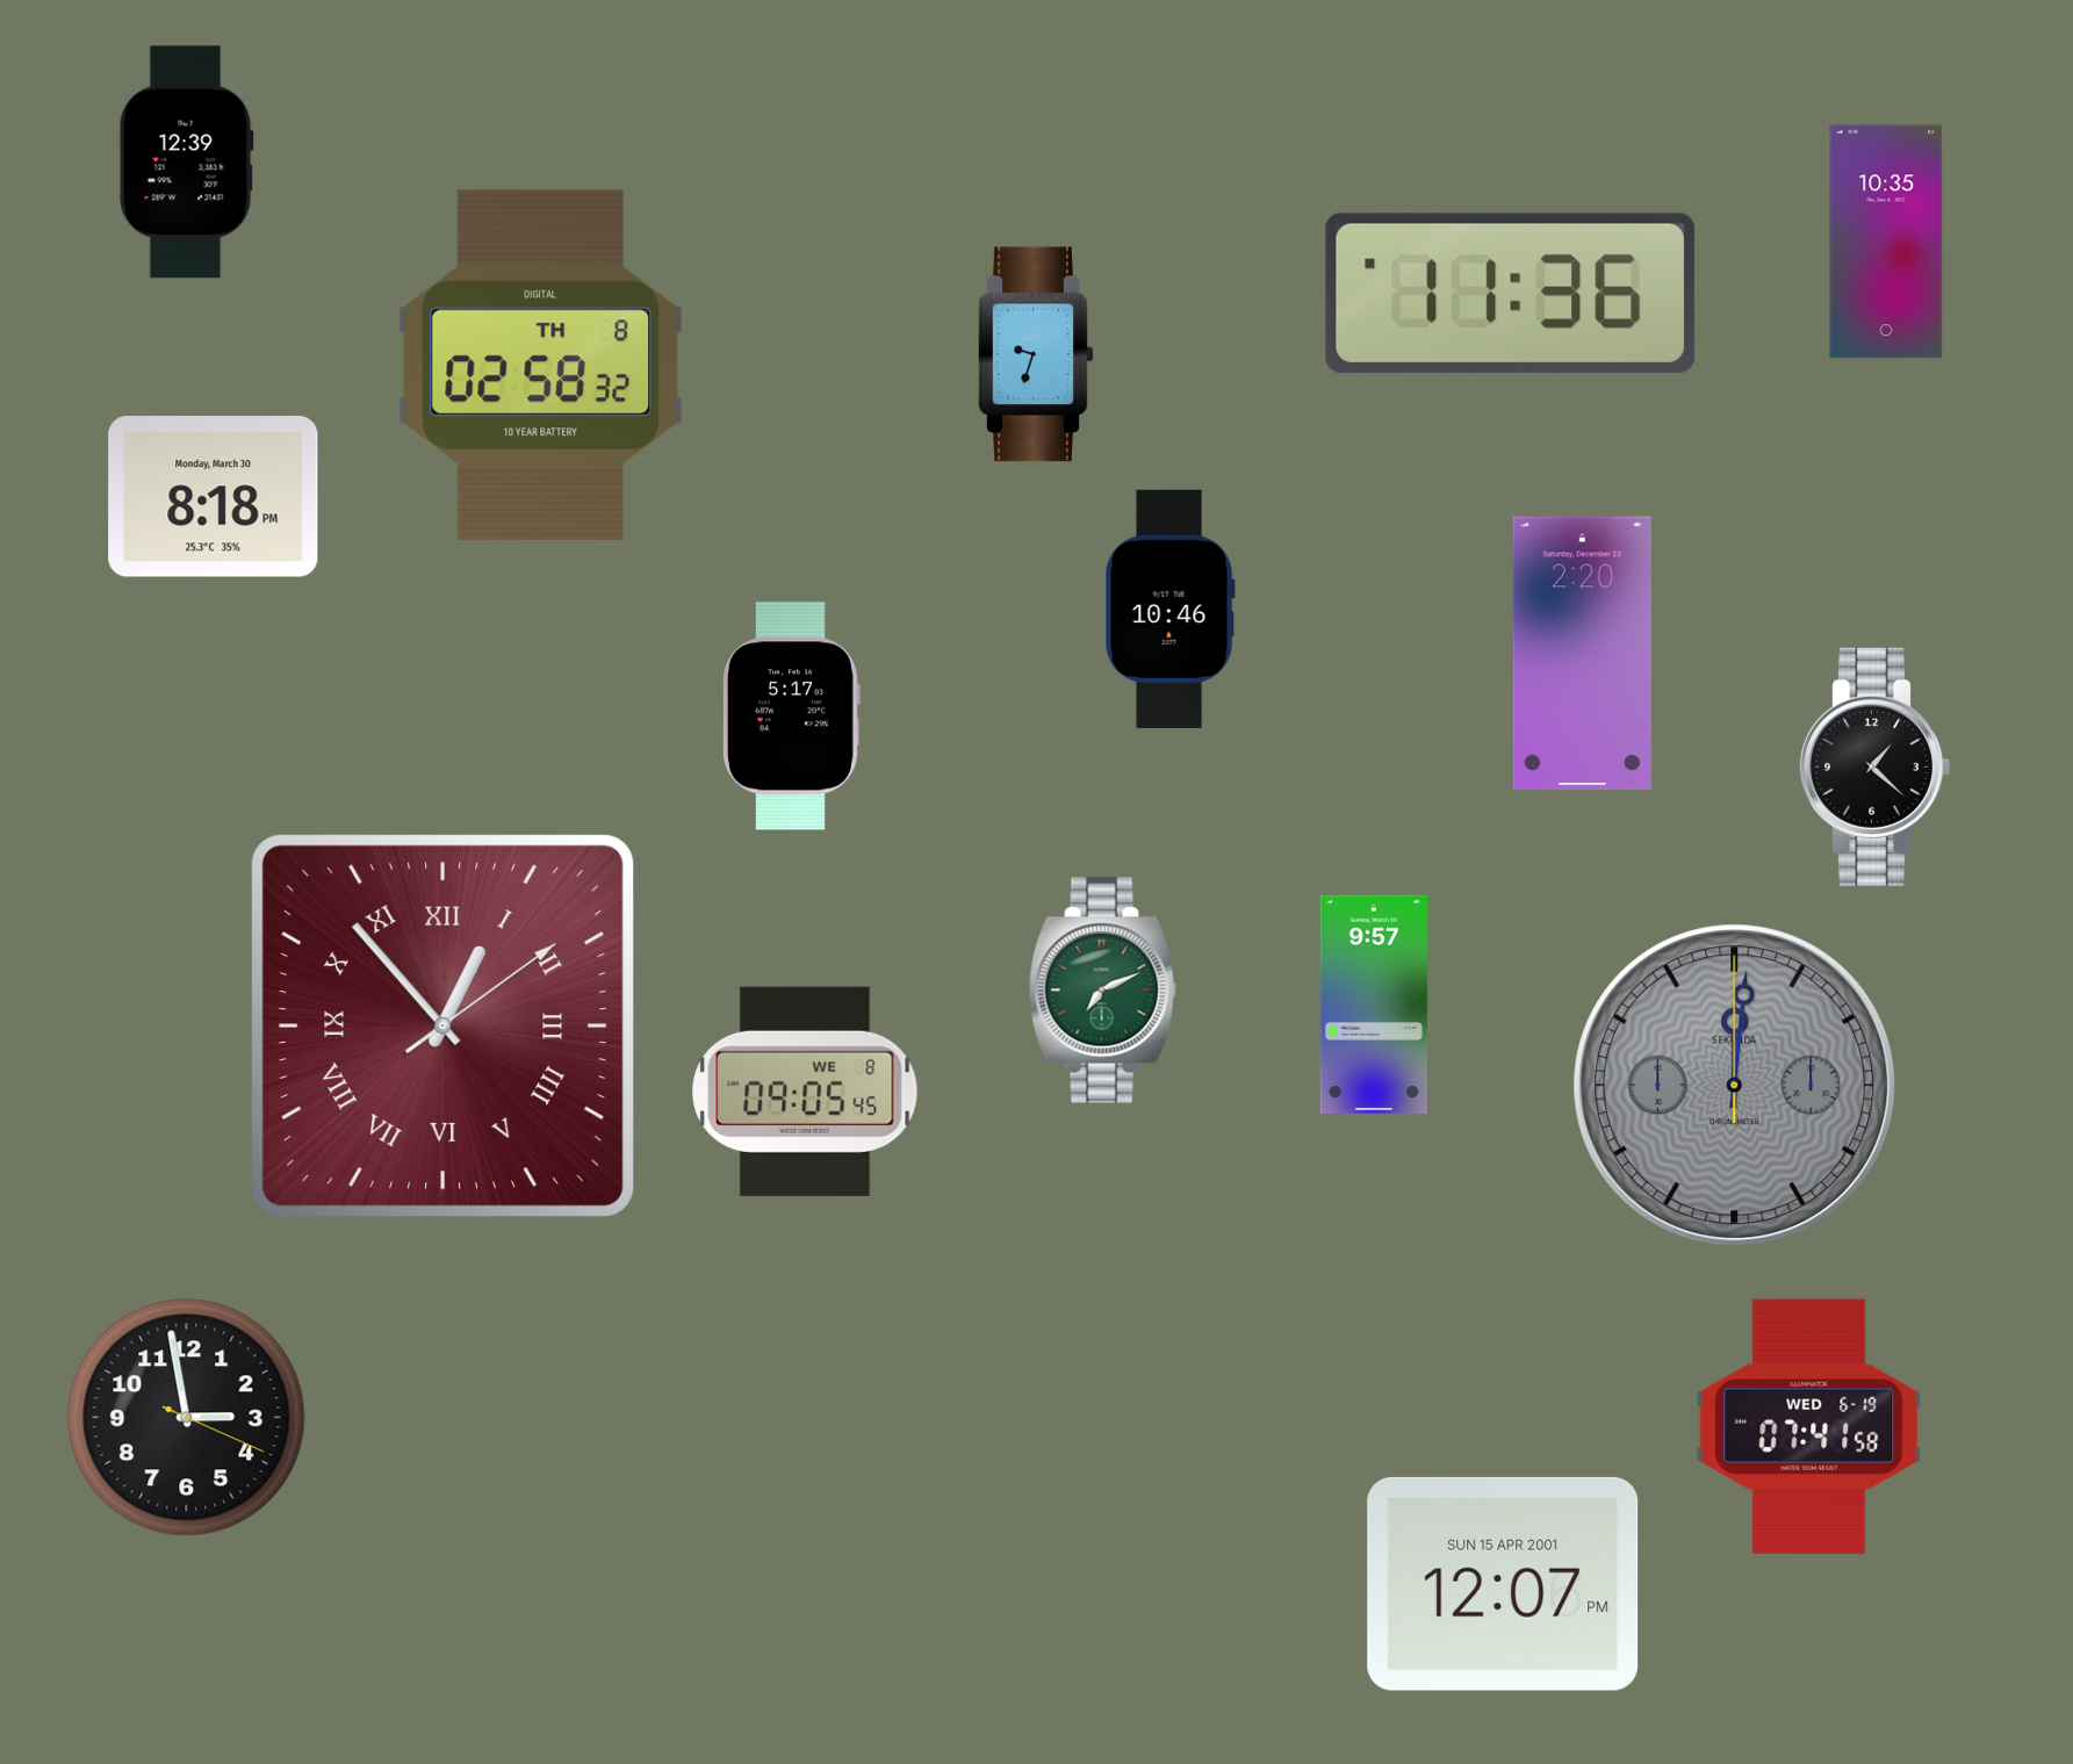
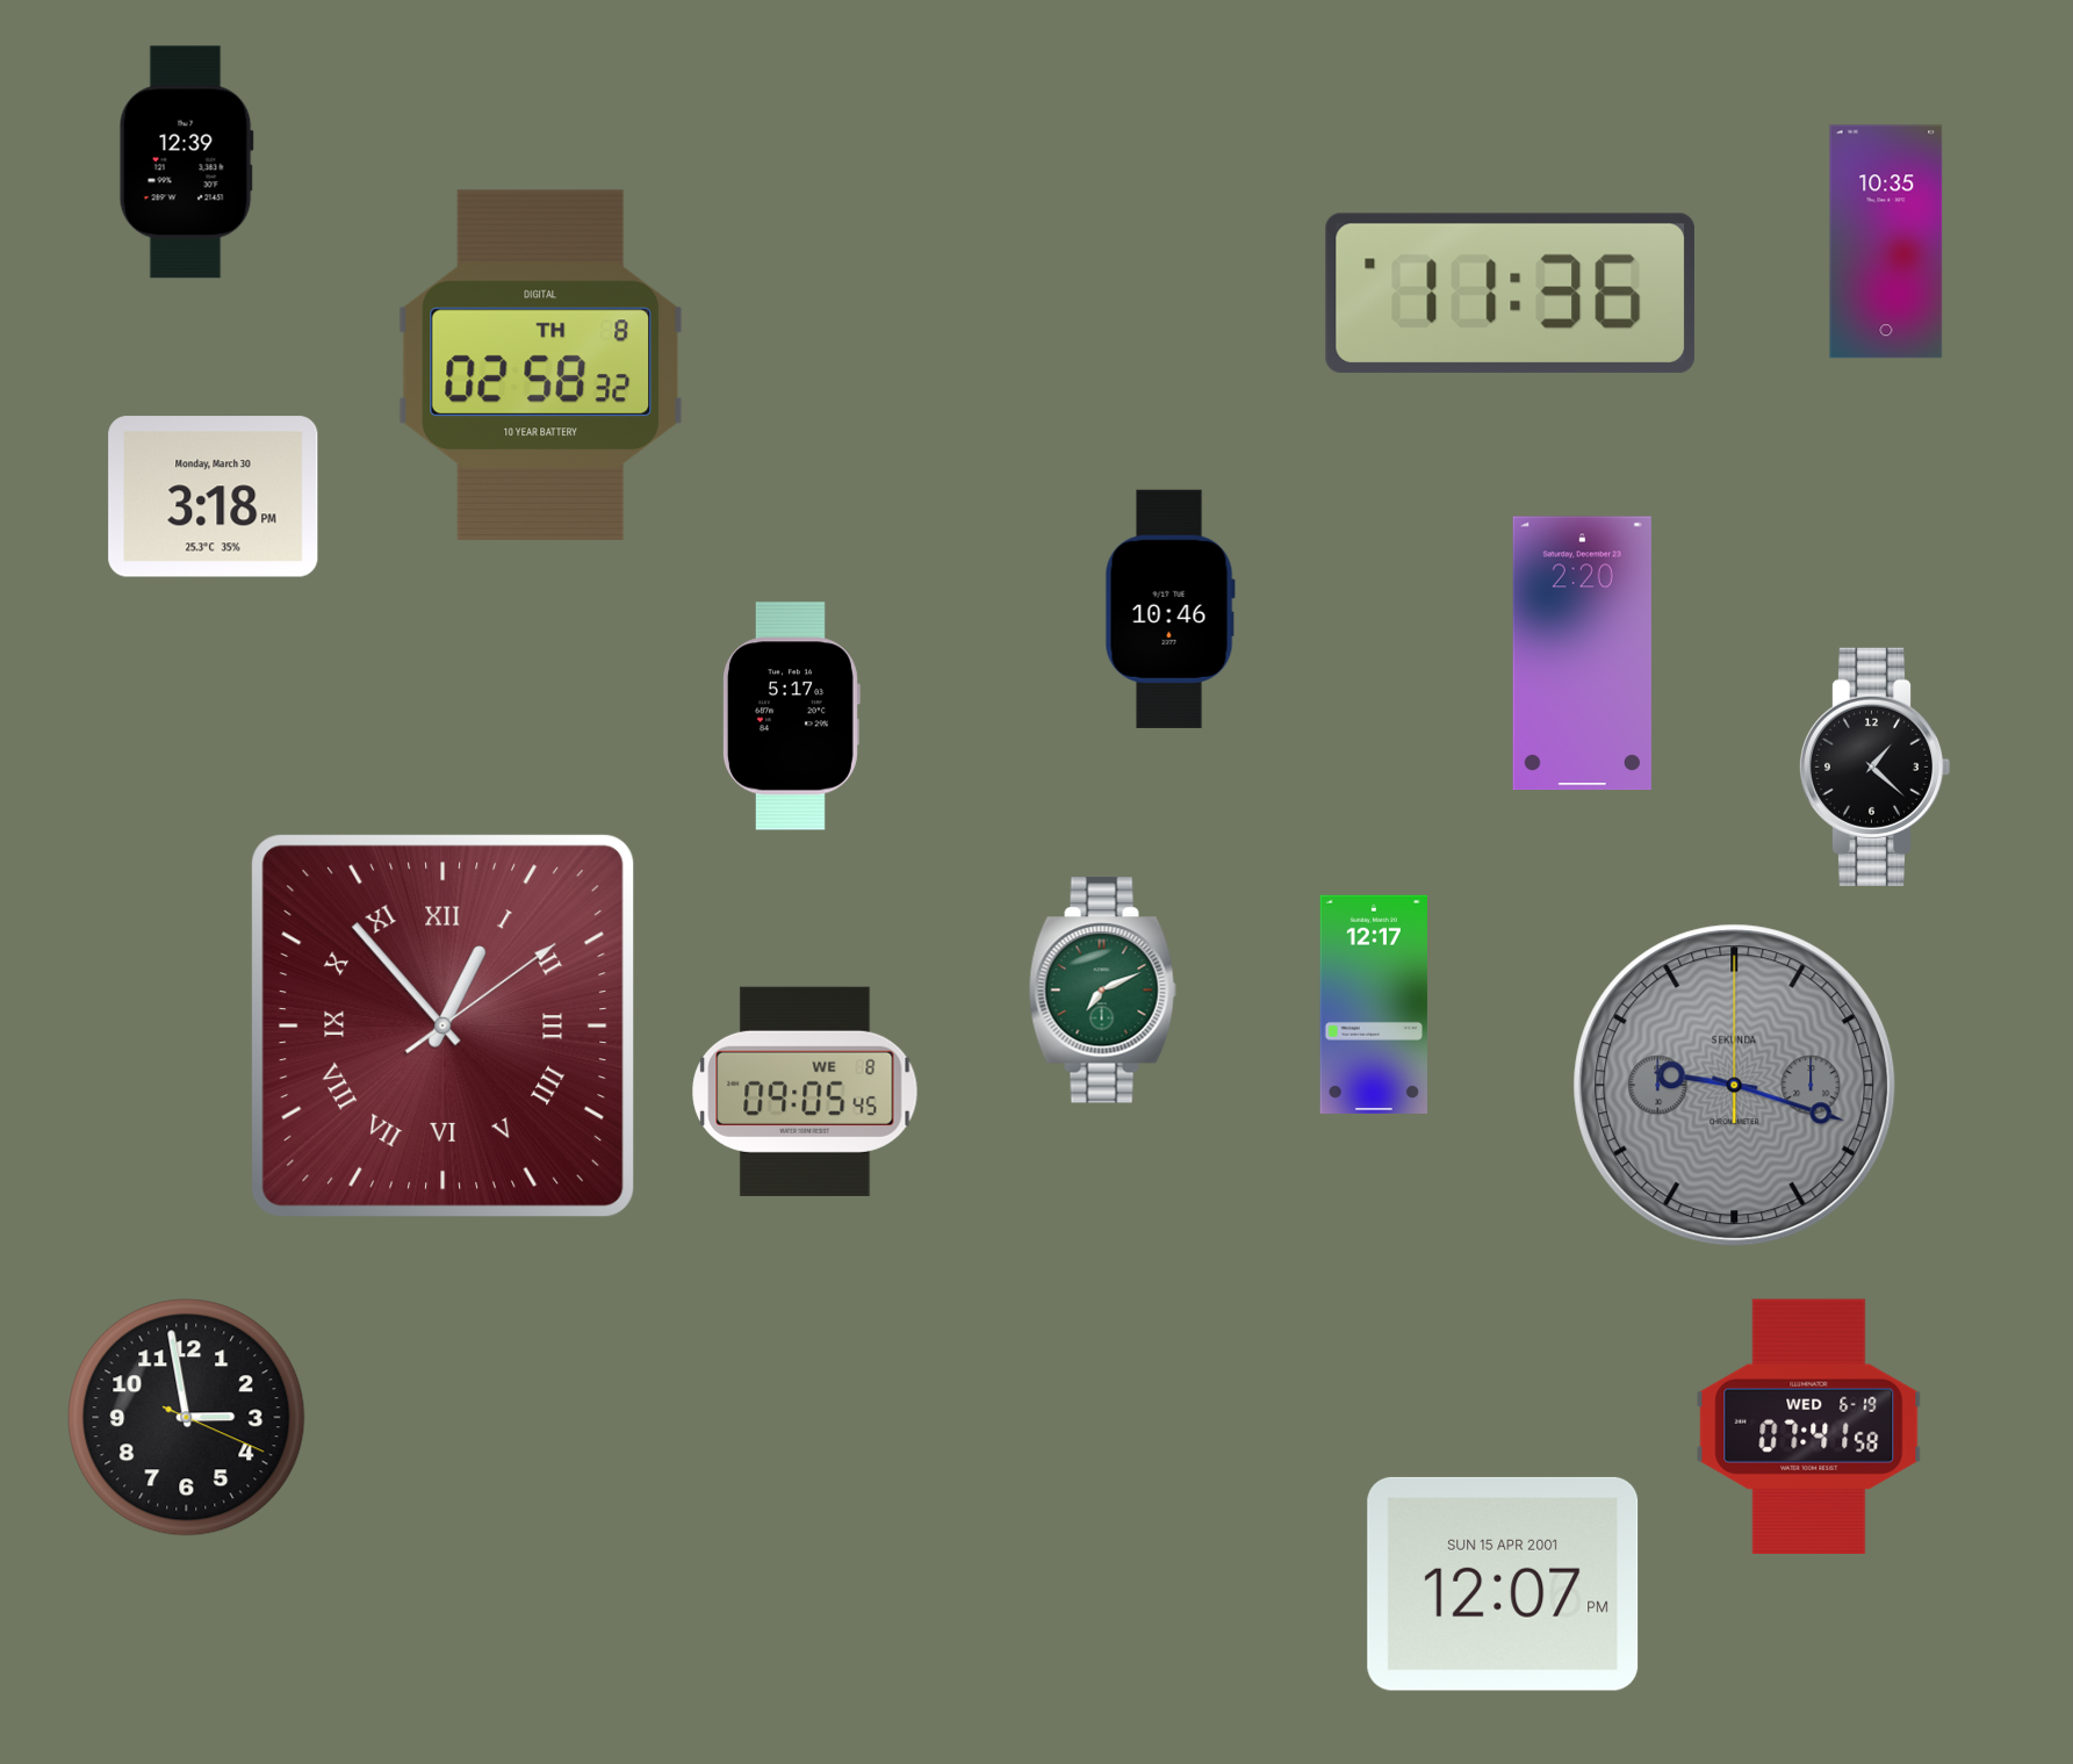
clock at (1036, 354): 9:33 -> none
clock at (214, 497): 8:18 -> 3:18
clock at (1374, 1005): 9:57 -> 12:17
clock at (1735, 1086): 12:01 -> 9:18
